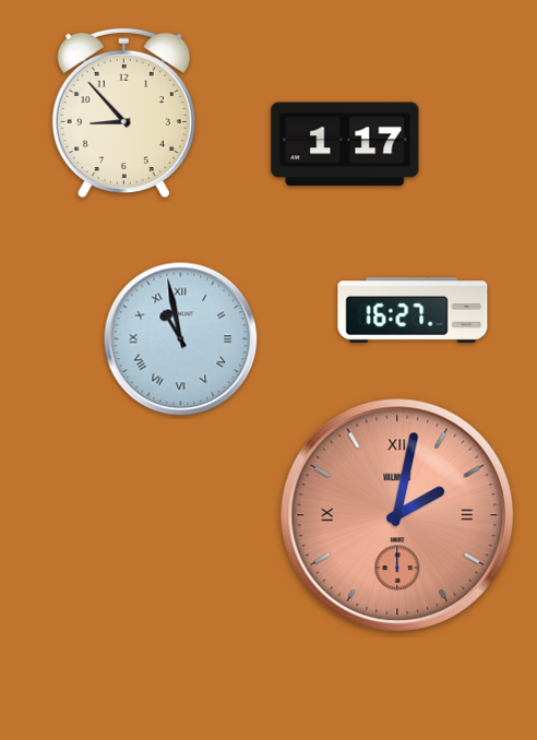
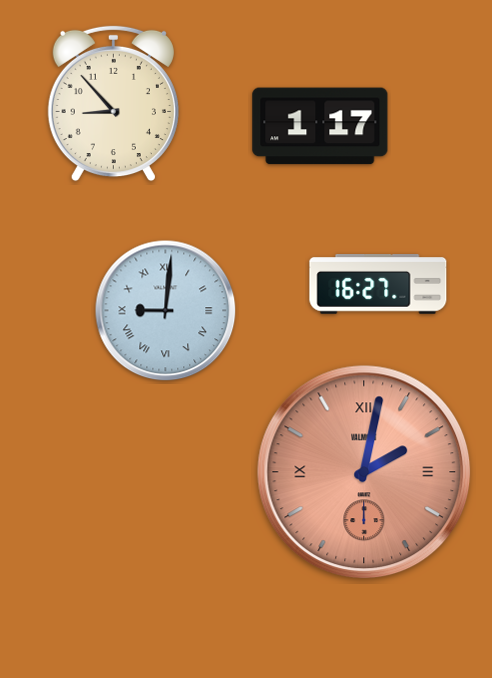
clock at (345, 144) position: (345, 144) -> (320, 126)
clock at (181, 339): 10:58 -> 9:01
